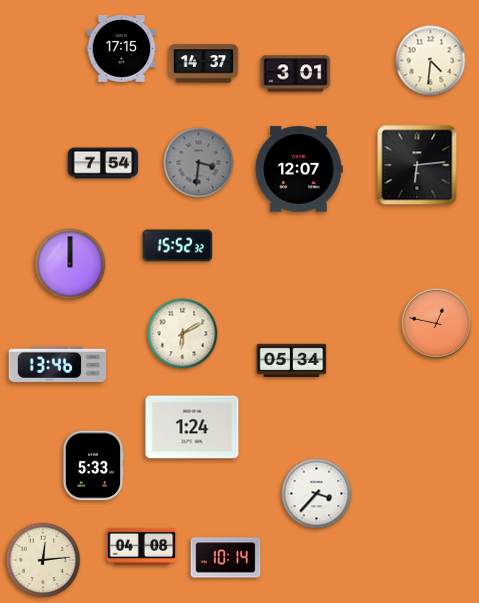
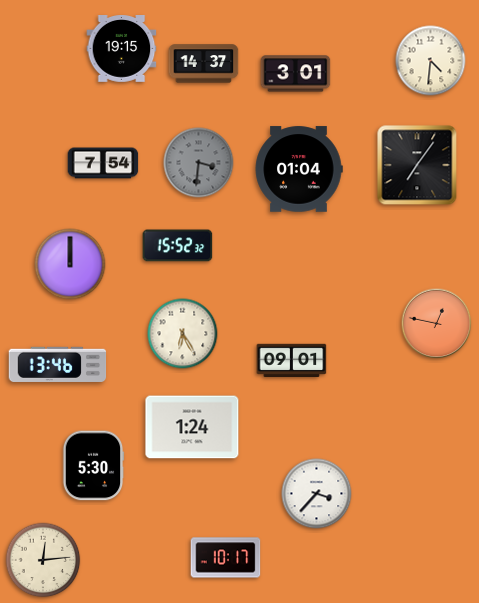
clock at (122, 49): 17:15 -> 19:15
clock at (417, 165): 6:14 -> 7:06
clock at (299, 169): 12:07 -> 01:04
clock at (183, 334): 6:10 -> 6:25
clock at (292, 360): 05:34 -> 09:01
clock at (93, 466): 5:33 -> 5:30
clock at (142, 546): 04:08 -> none
clock at (226, 558): 10:14 -> 10:17
